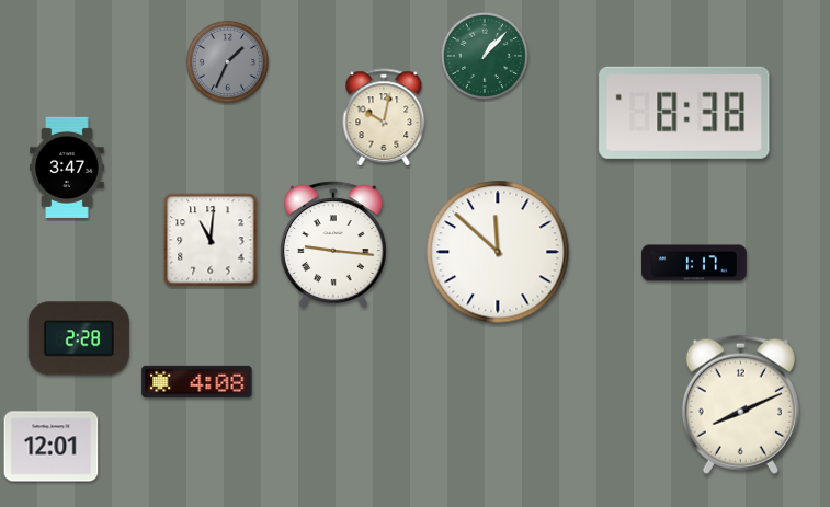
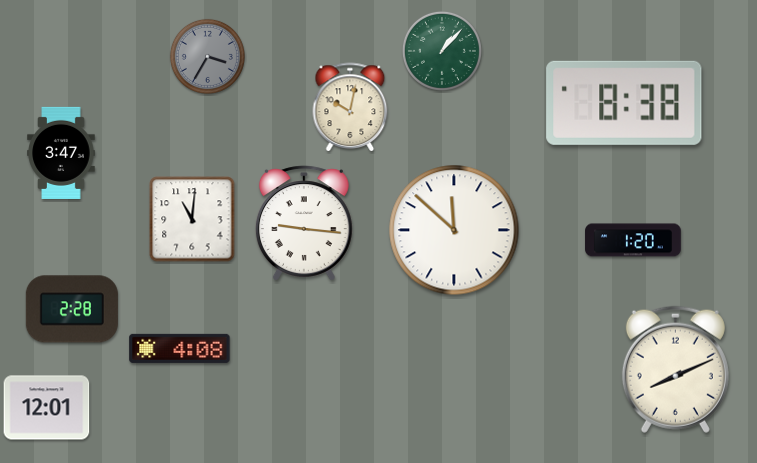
clock at (227, 61): 1:34 -> 3:35
clock at (694, 263): 1:17 -> 1:20
